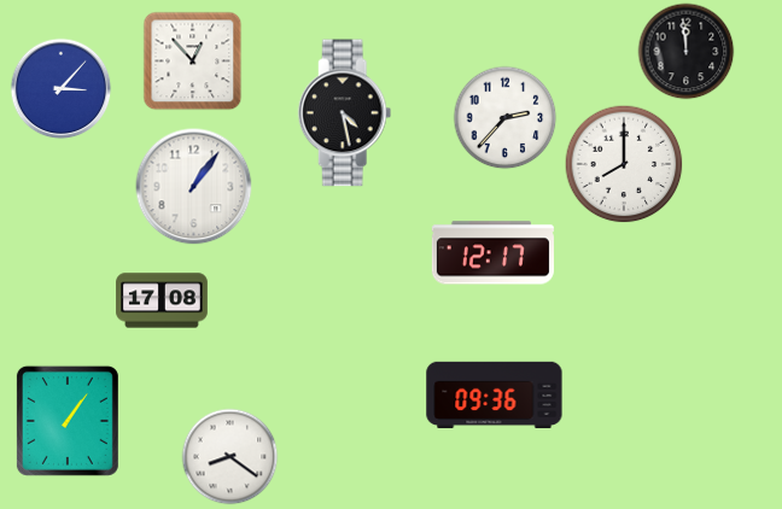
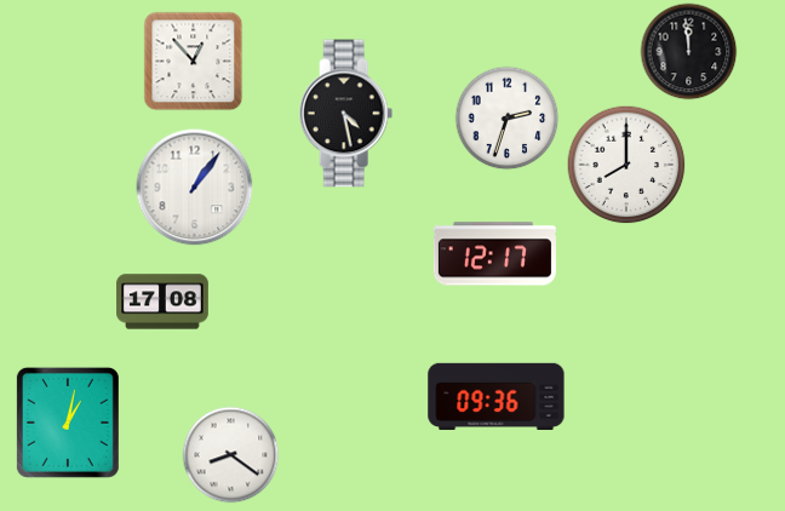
clock at (62, 89): 3:07 -> none
clock at (506, 118): 2:37 -> 2:33
clock at (68, 421): 1:06 -> 1:02
clock at (230, 457) position: (230, 457) -> (231, 455)
